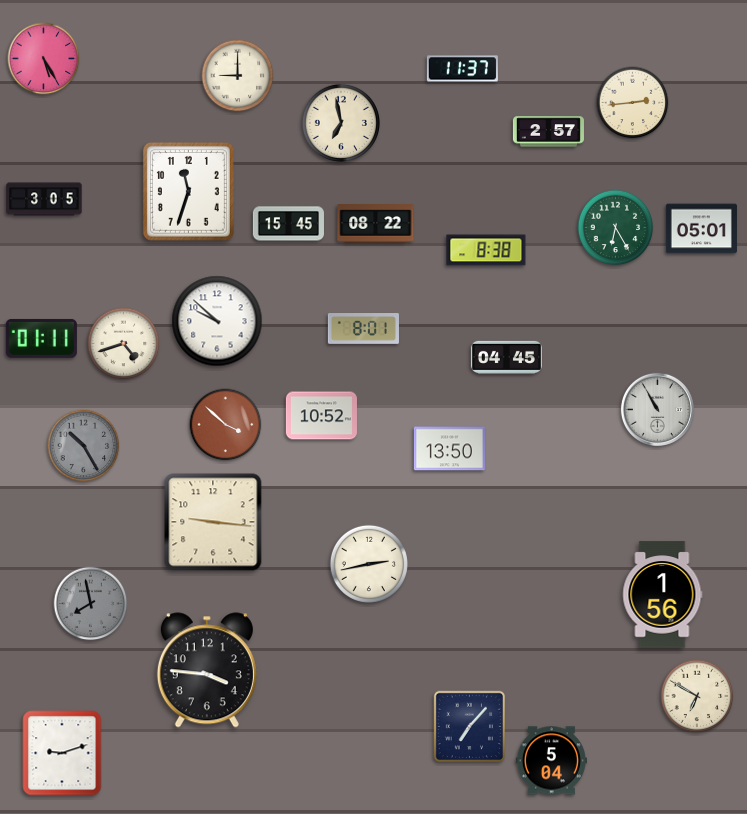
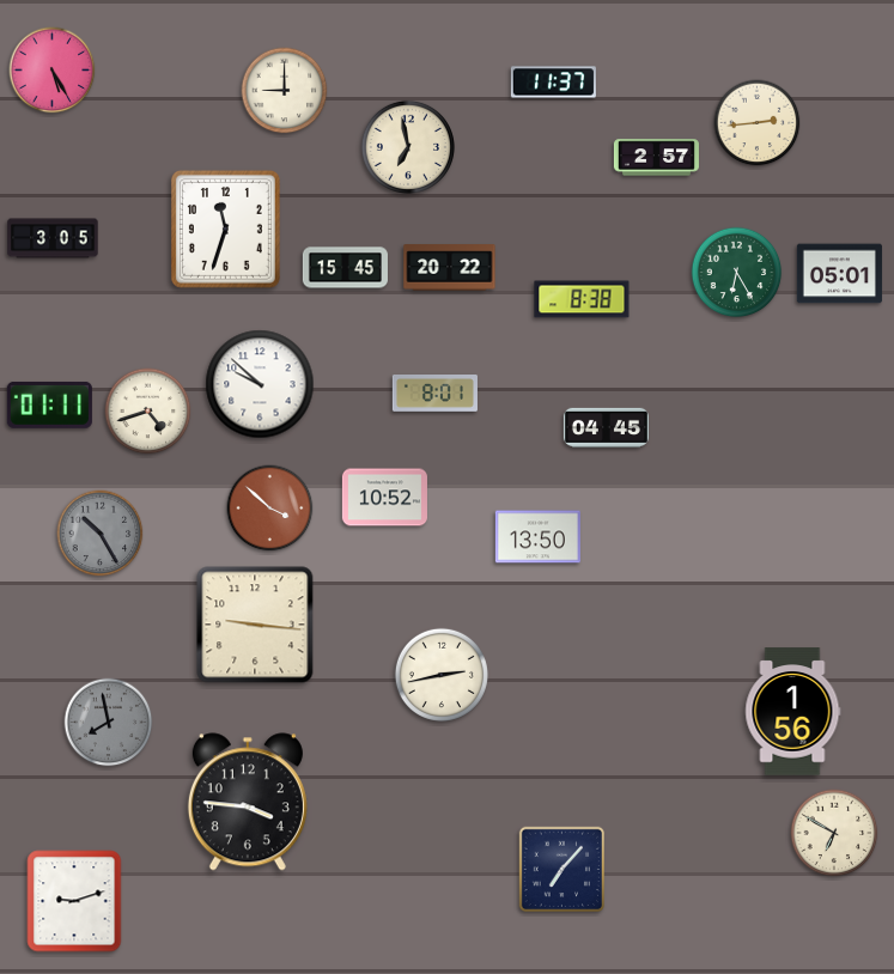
clock at (376, 224): 08:22 -> 20:22
clock at (657, 409): 10:55 -> none
clock at (551, 761): 5:04 -> none
